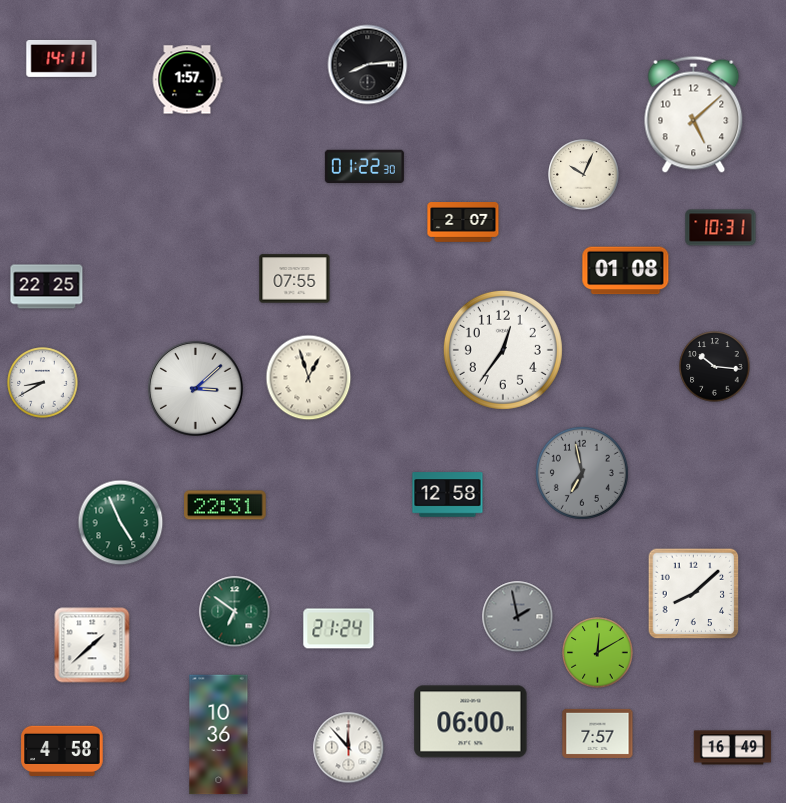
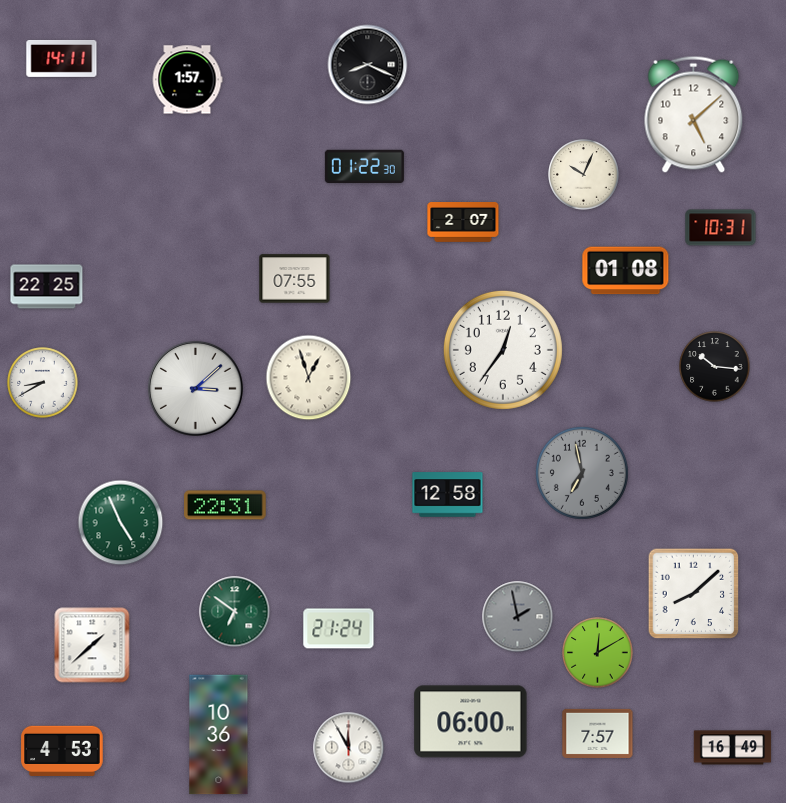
clock at (368, 65): 8:14 -> 8:19
clock at (349, 748): 11:53 -> 11:55
clock at (62, 750): 4:58 -> 4:53
